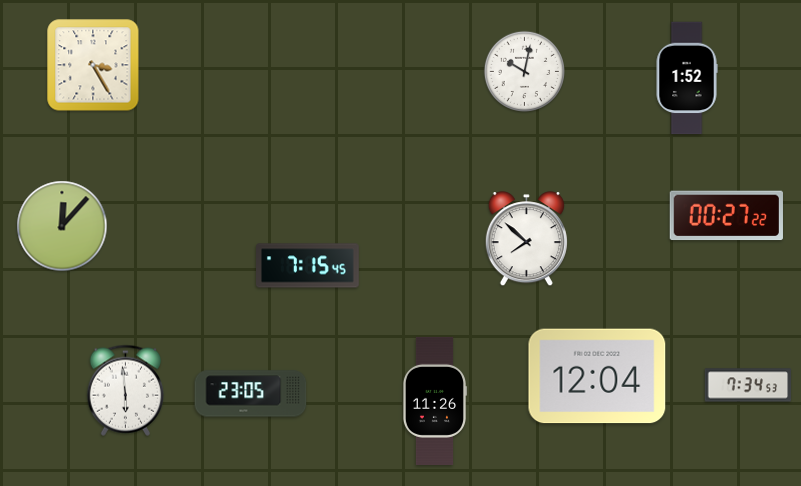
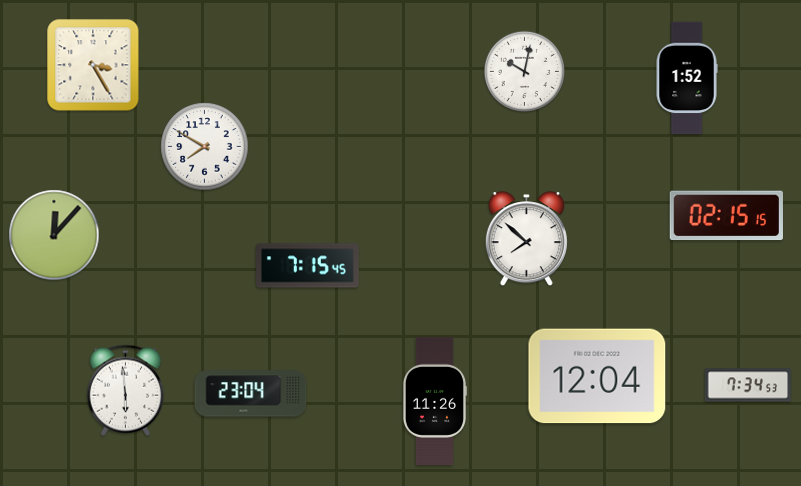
clock at (205, 147): none -> 7:50
clock at (726, 216): 00:27 -> 02:15
clock at (62, 226) position: (62, 226) -> (54, 235)
clock at (251, 394): 23:05 -> 23:04
